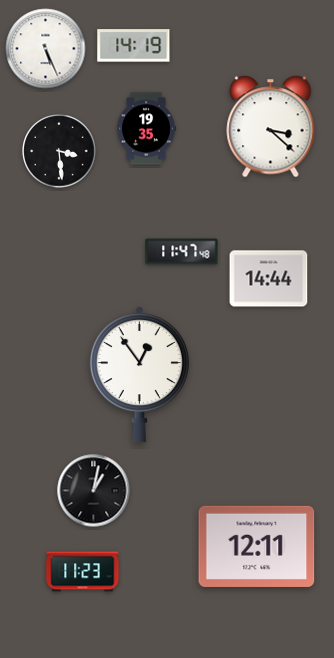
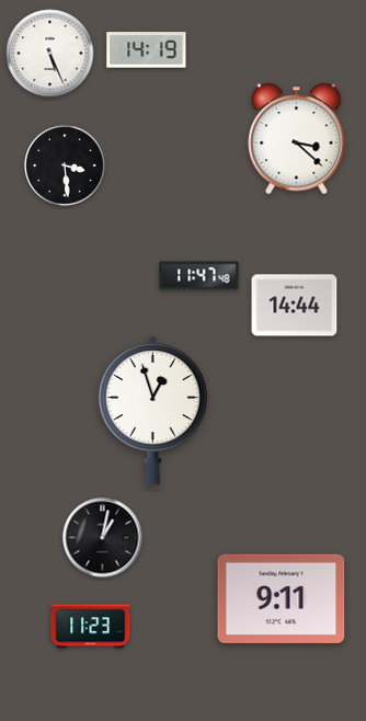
clock at (146, 129): 19:35 -> none
clock at (139, 375): 12:54 -> 12:57
clock at (257, 546): 12:11 -> 9:11
